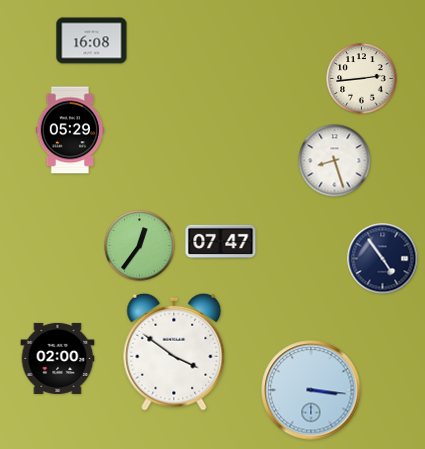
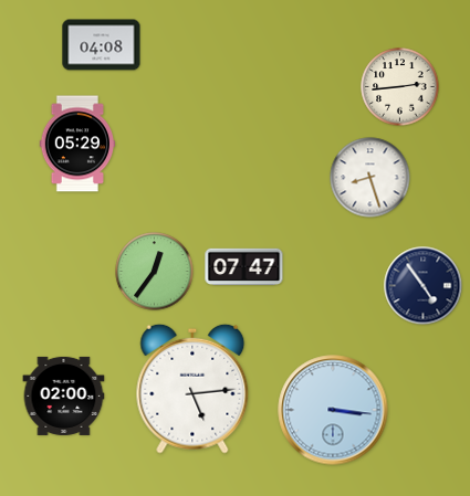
clock at (92, 41): 16:08 -> 04:08
clock at (174, 352): 3:51 -> 5:14
clock at (311, 390) position: (311, 390) -> (333, 410)
